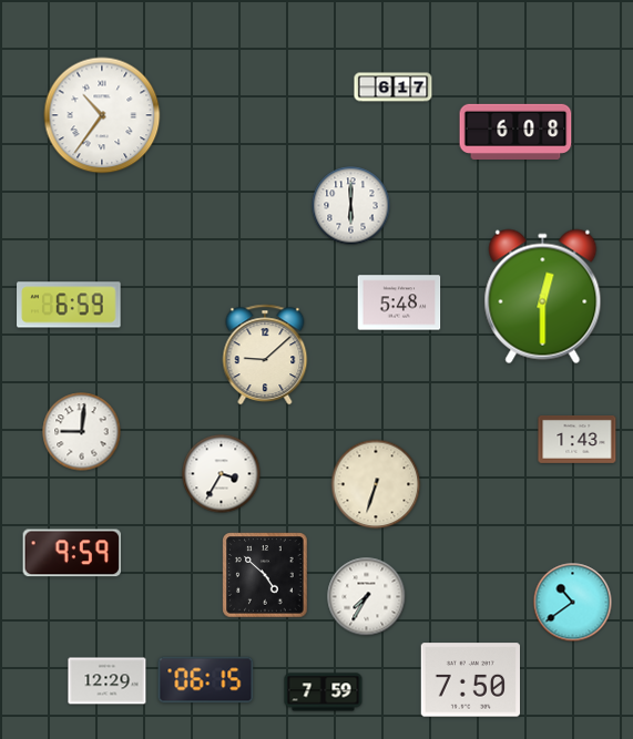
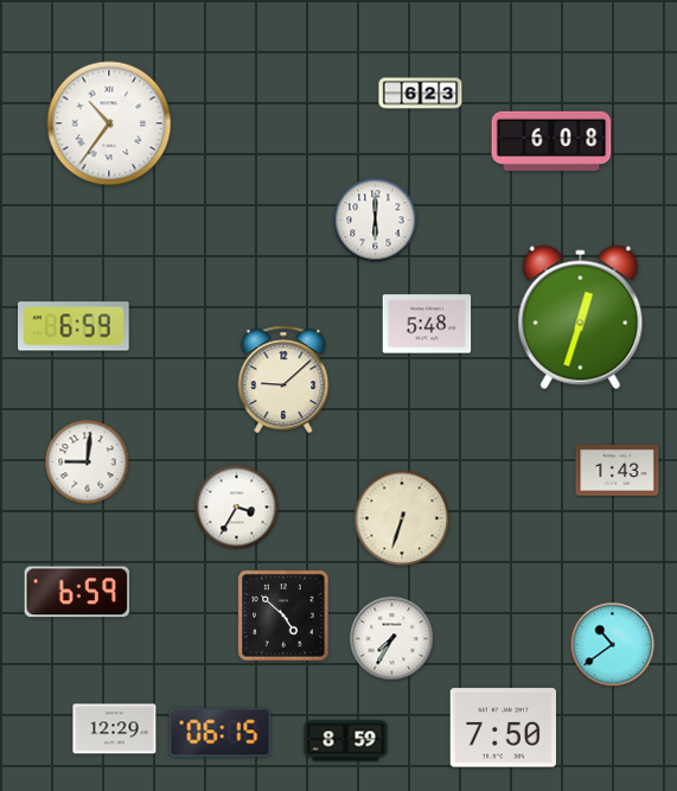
clock at (394, 88): 6:17 -> 6:23
clock at (543, 297): 12:30 -> 12:33
clock at (72, 553): 9:59 -> 6:59
clock at (206, 680) position: (206, 680) -> (221, 733)
clock at (324, 692): 7:59 -> 8:59
